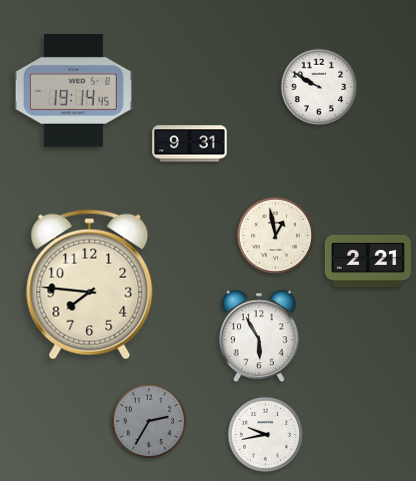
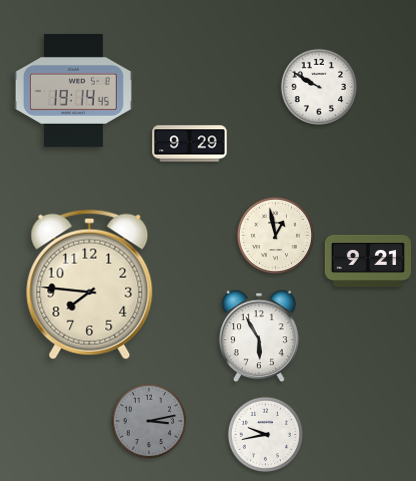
clock at (190, 144): 9:31 -> 9:29
clock at (368, 261): 2:21 -> 9:21
clock at (149, 421): 2:35 -> 3:13
